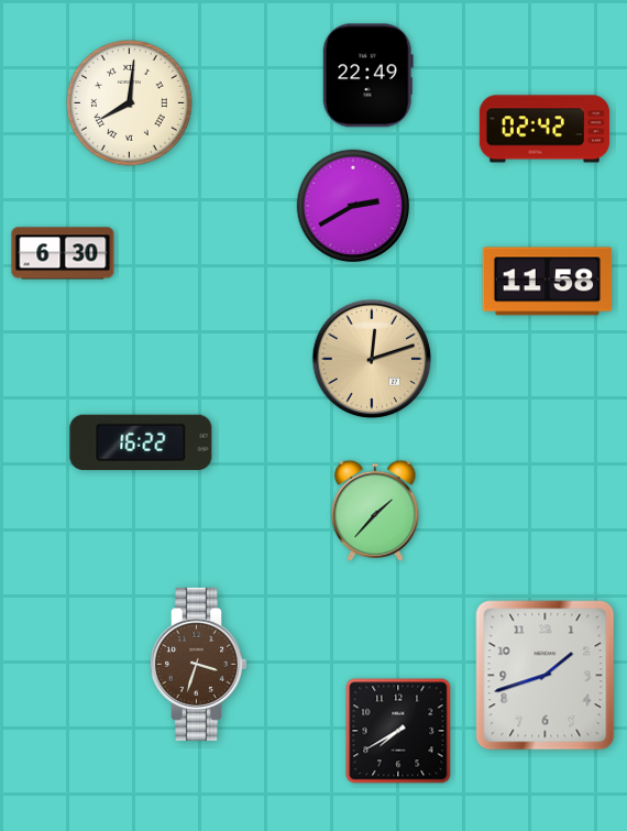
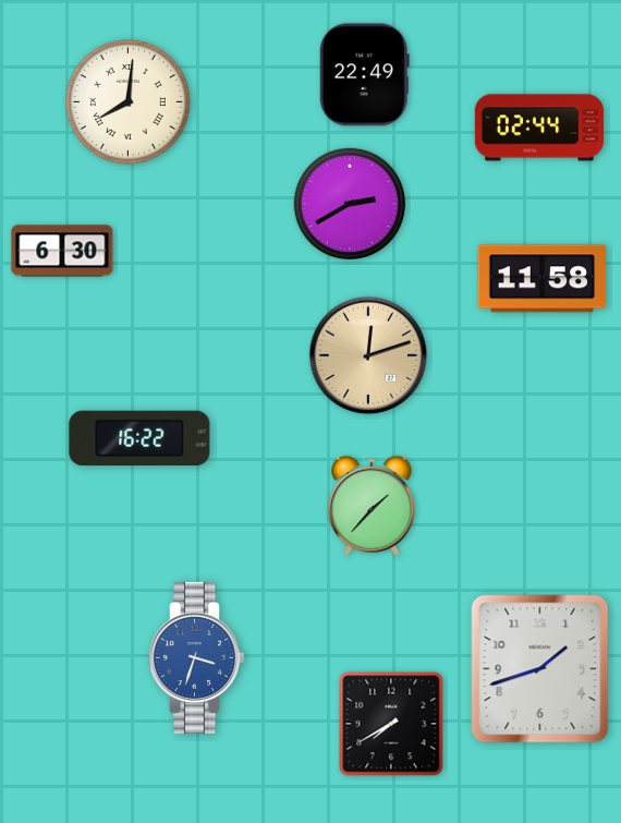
clock at (544, 129): 02:42 -> 02:44
clock at (198, 664) dial: brown -> blue
clock at (398, 731) position: (398, 731) -> (391, 724)
